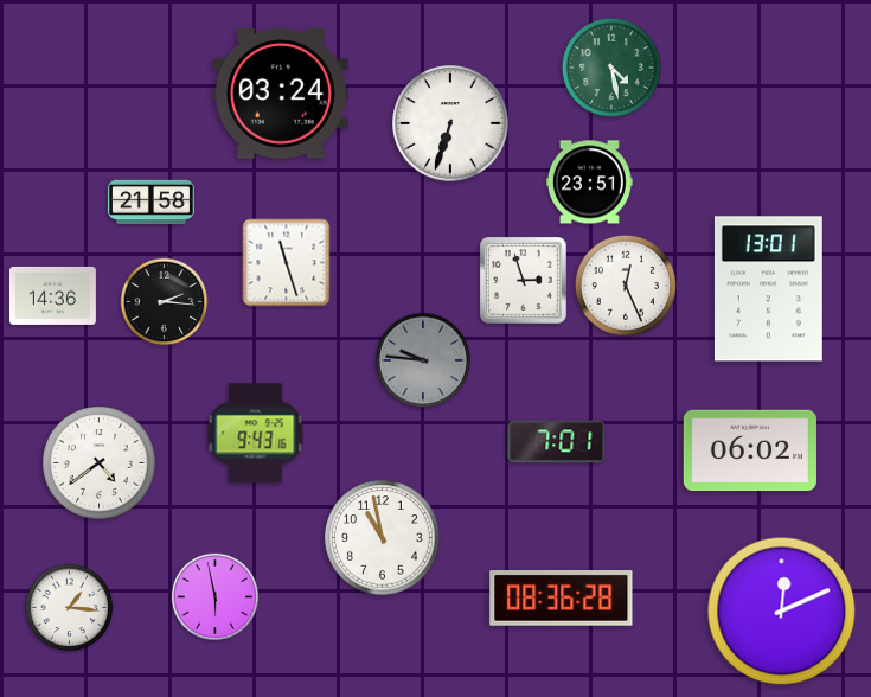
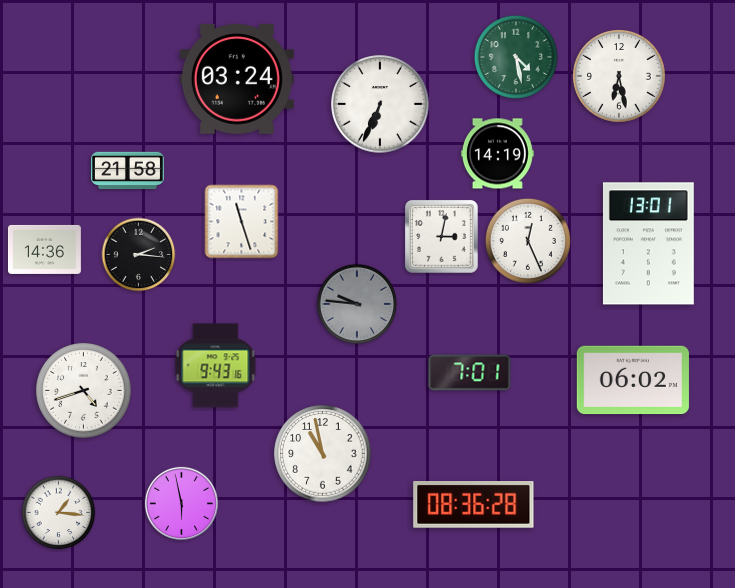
clock at (620, 77): none -> 6:28
clock at (450, 123): 6:33 -> 6:34
clock at (589, 183): 23:51 -> 14:19
clock at (524, 281): 2:57 -> 3:02
clock at (100, 463): 4:39 -> 4:42
clock at (782, 612): 12:11 -> none
